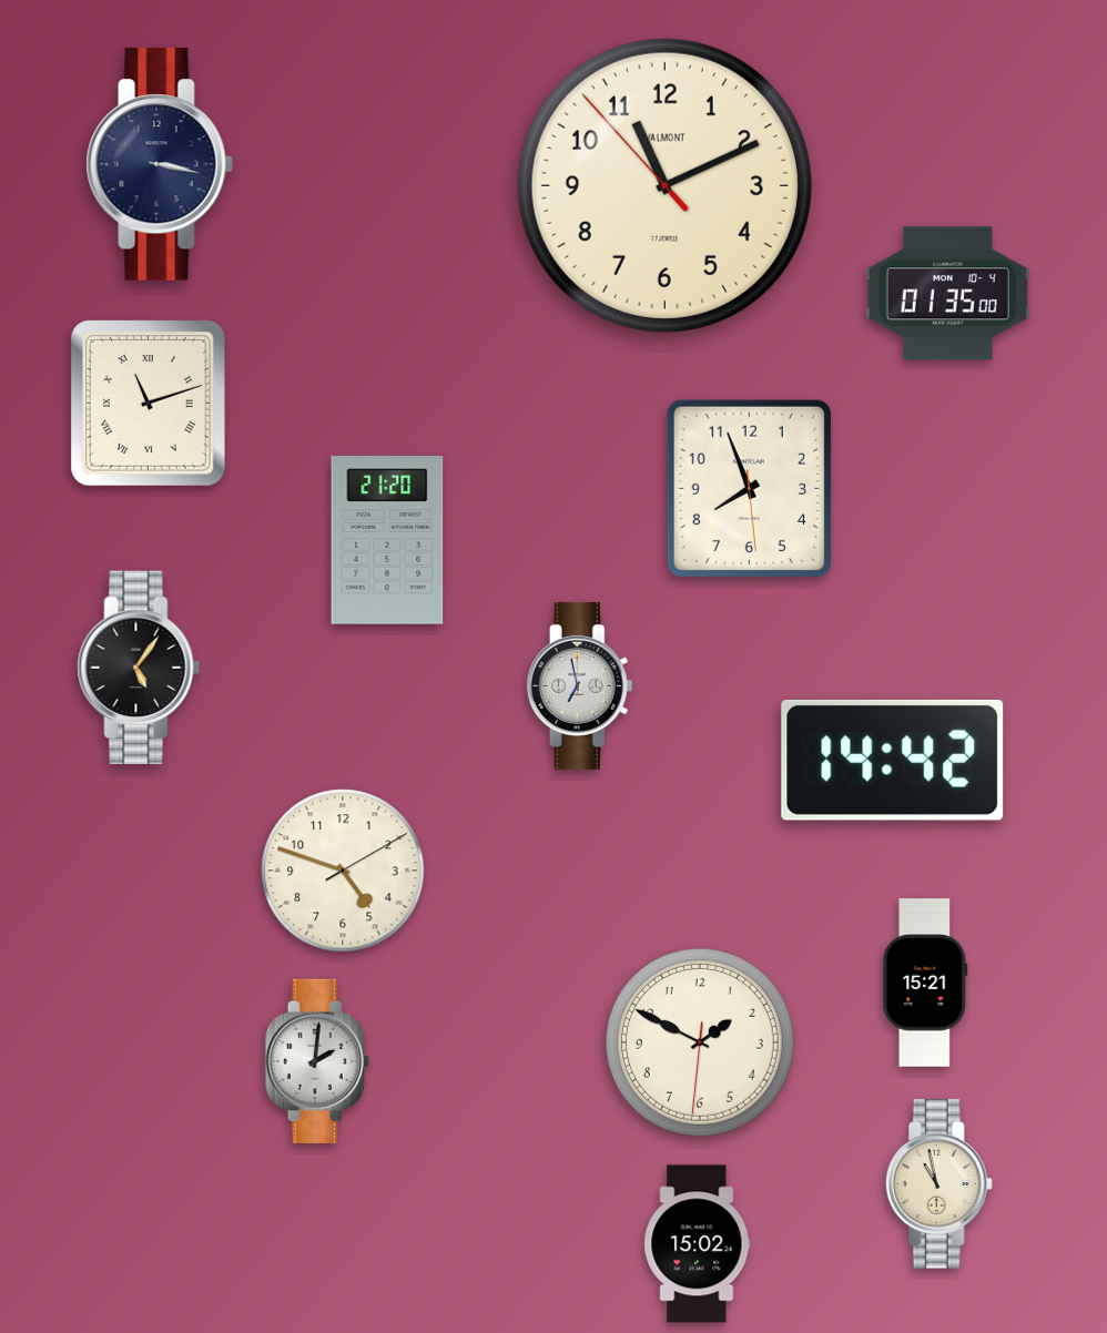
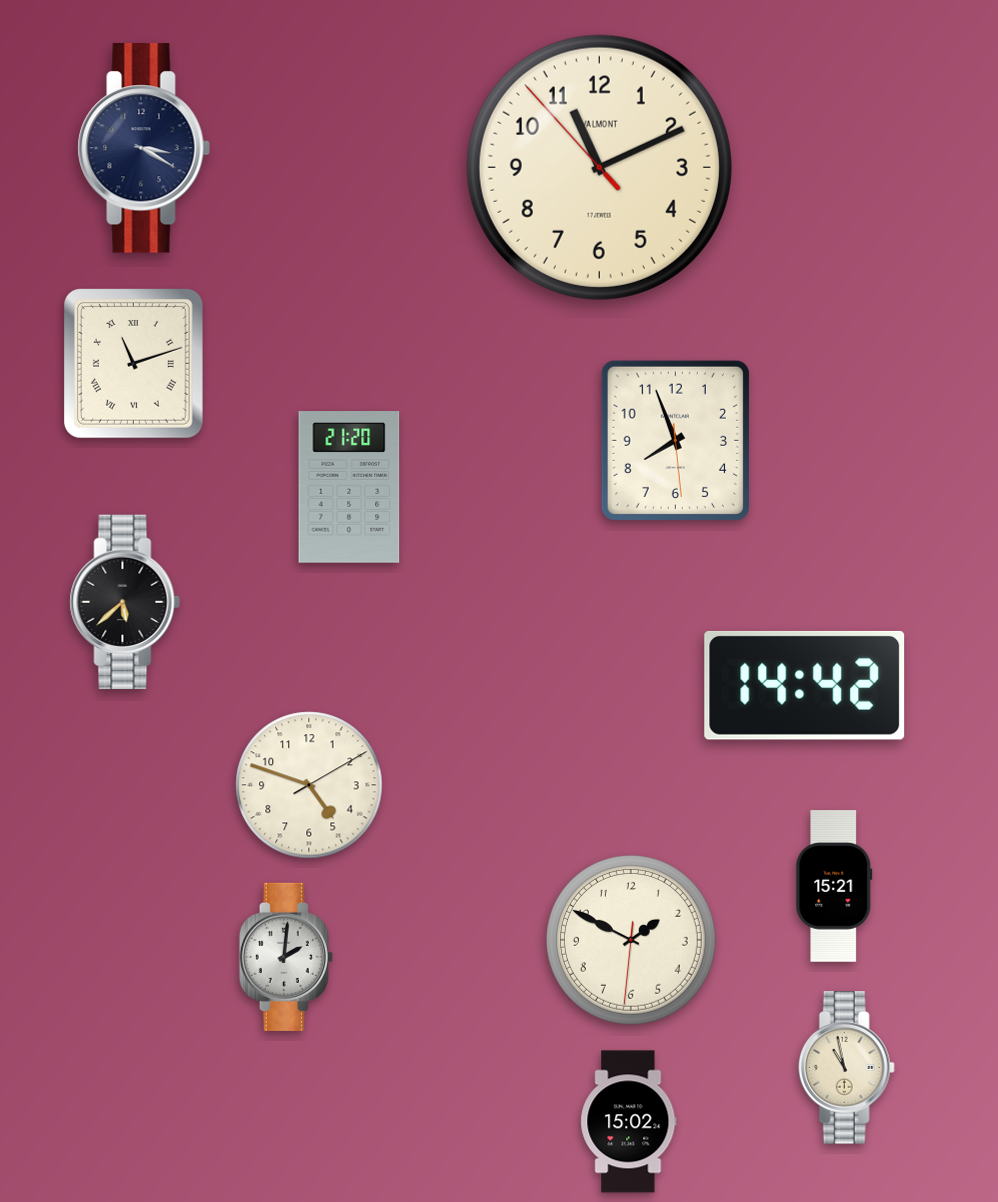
clock at (160, 164): 3:17 -> 3:20
clock at (947, 294): 01:35 -> none
clock at (139, 668): 5:06 -> 5:38
clock at (580, 685): 6:58 -> none
